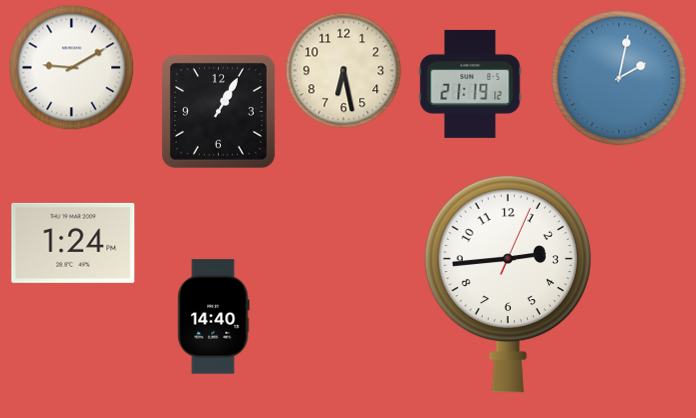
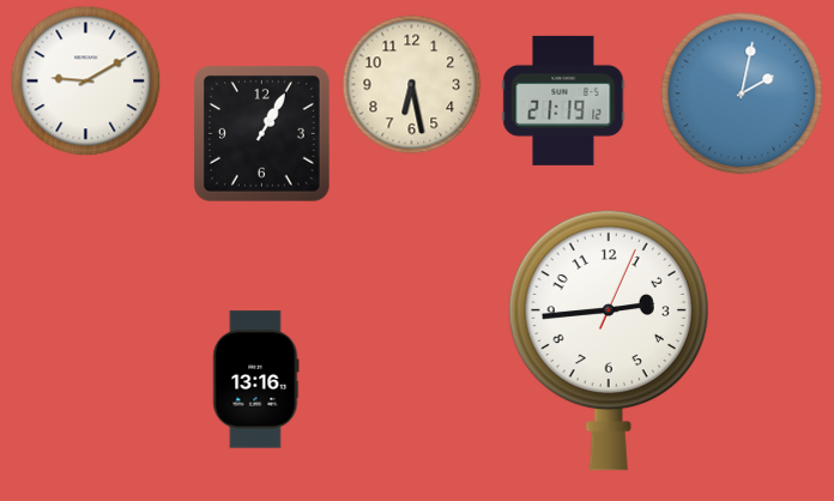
clock at (73, 243): 1:24 -> none
clock at (214, 317): 14:40 -> 13:16
